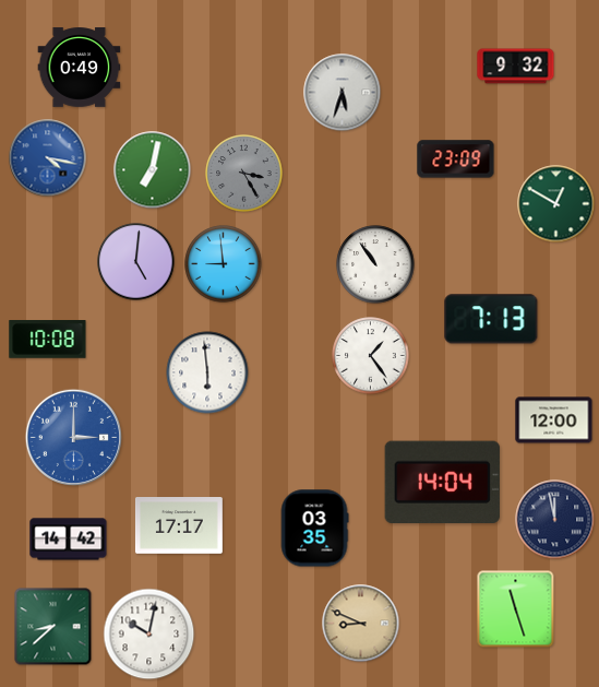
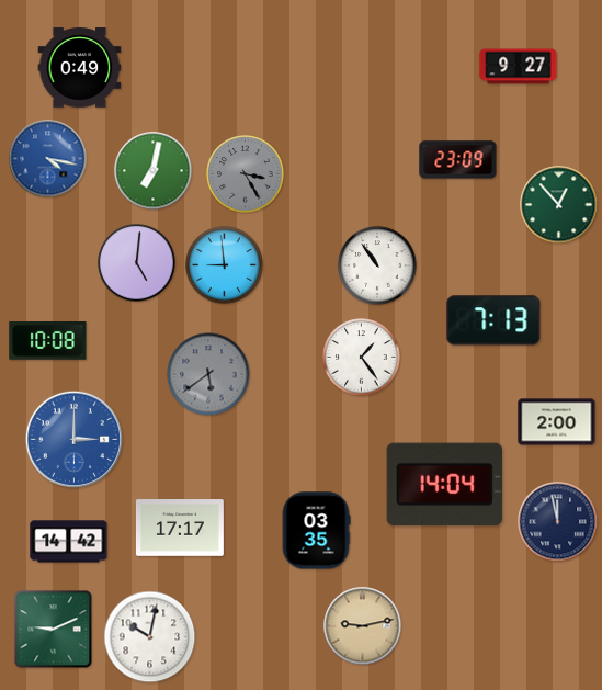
clock at (516, 67): 9:32 -> 9:27
clock at (343, 93): 5:33 -> none
clock at (556, 204): 12:50 -> 12:53
clock at (371, 356) position: (371, 356) -> (362, 358)
clock at (207, 372): 5:59 -> 5:39
clock at (207, 372) dial: white -> grey
clock at (554, 421): 12:00 -> 2:00
clock at (516, 609): 11:27 -> none
clock at (361, 624): 8:49 -> 9:13
clock at (53, 627): 8:38 -> 9:11
